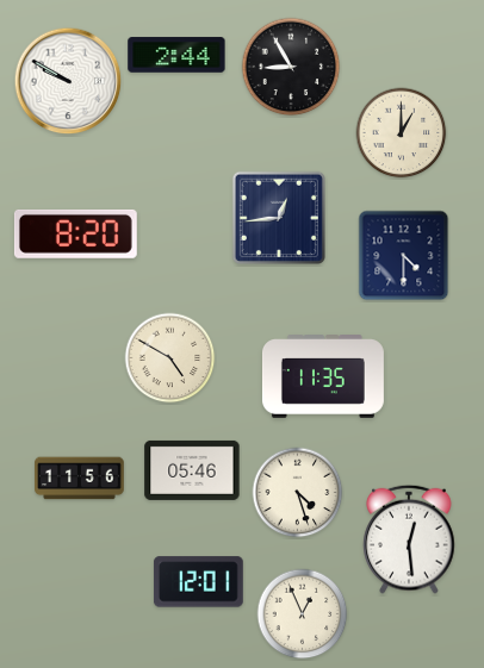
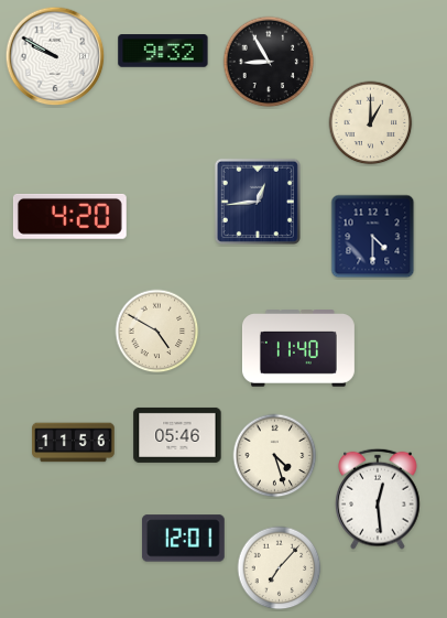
clock at (176, 55): 2:44 -> 9:32
clock at (68, 81) position: (68, 81) -> (55, 56)
clock at (75, 233): 8:20 -> 4:20
clock at (323, 377): 11:35 -> 11:40
clock at (303, 614): 12:56 -> 7:07
